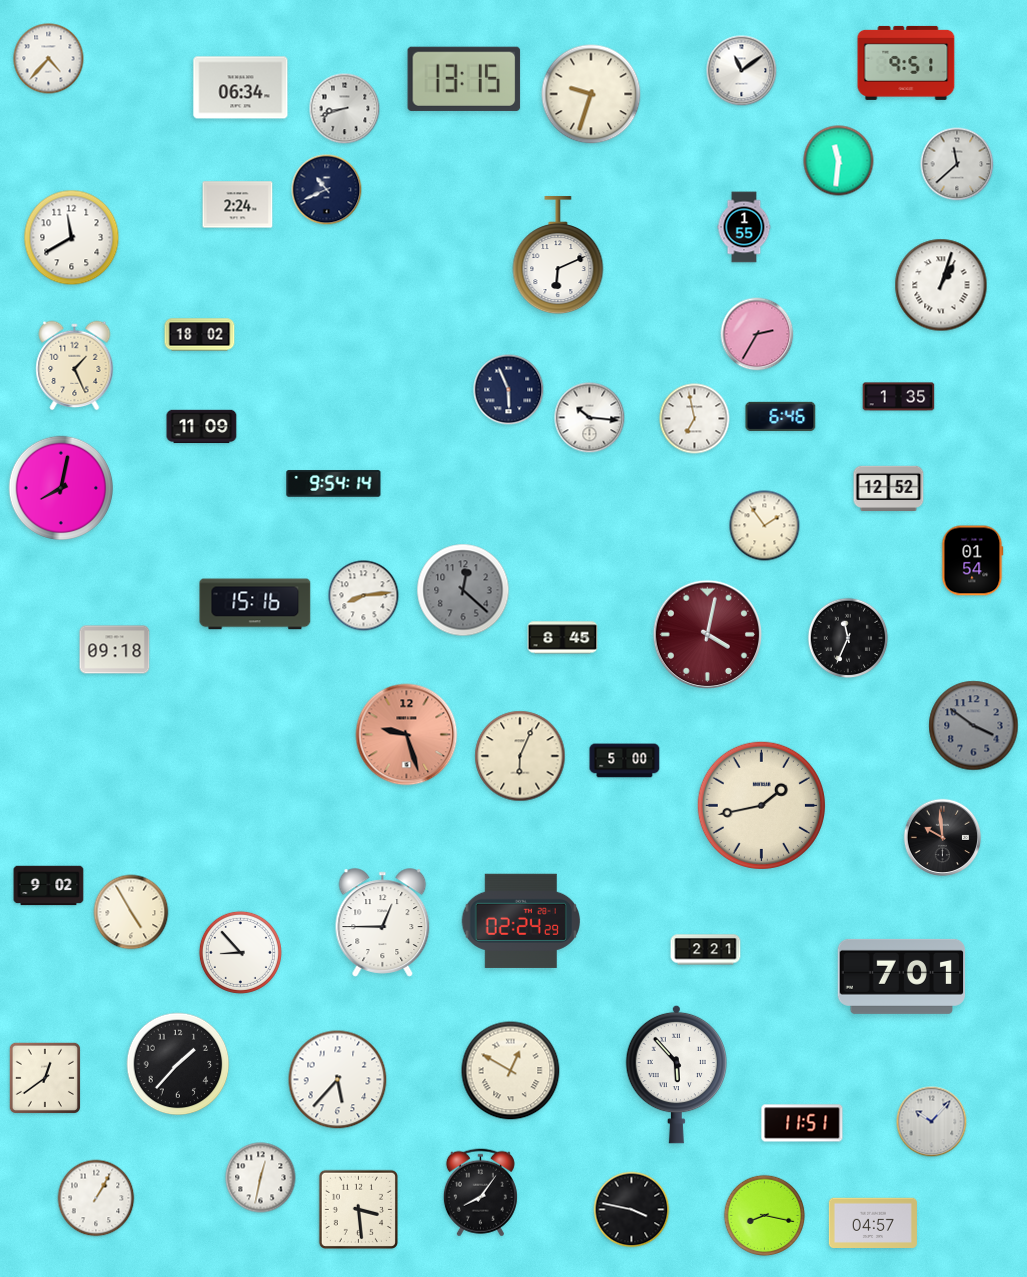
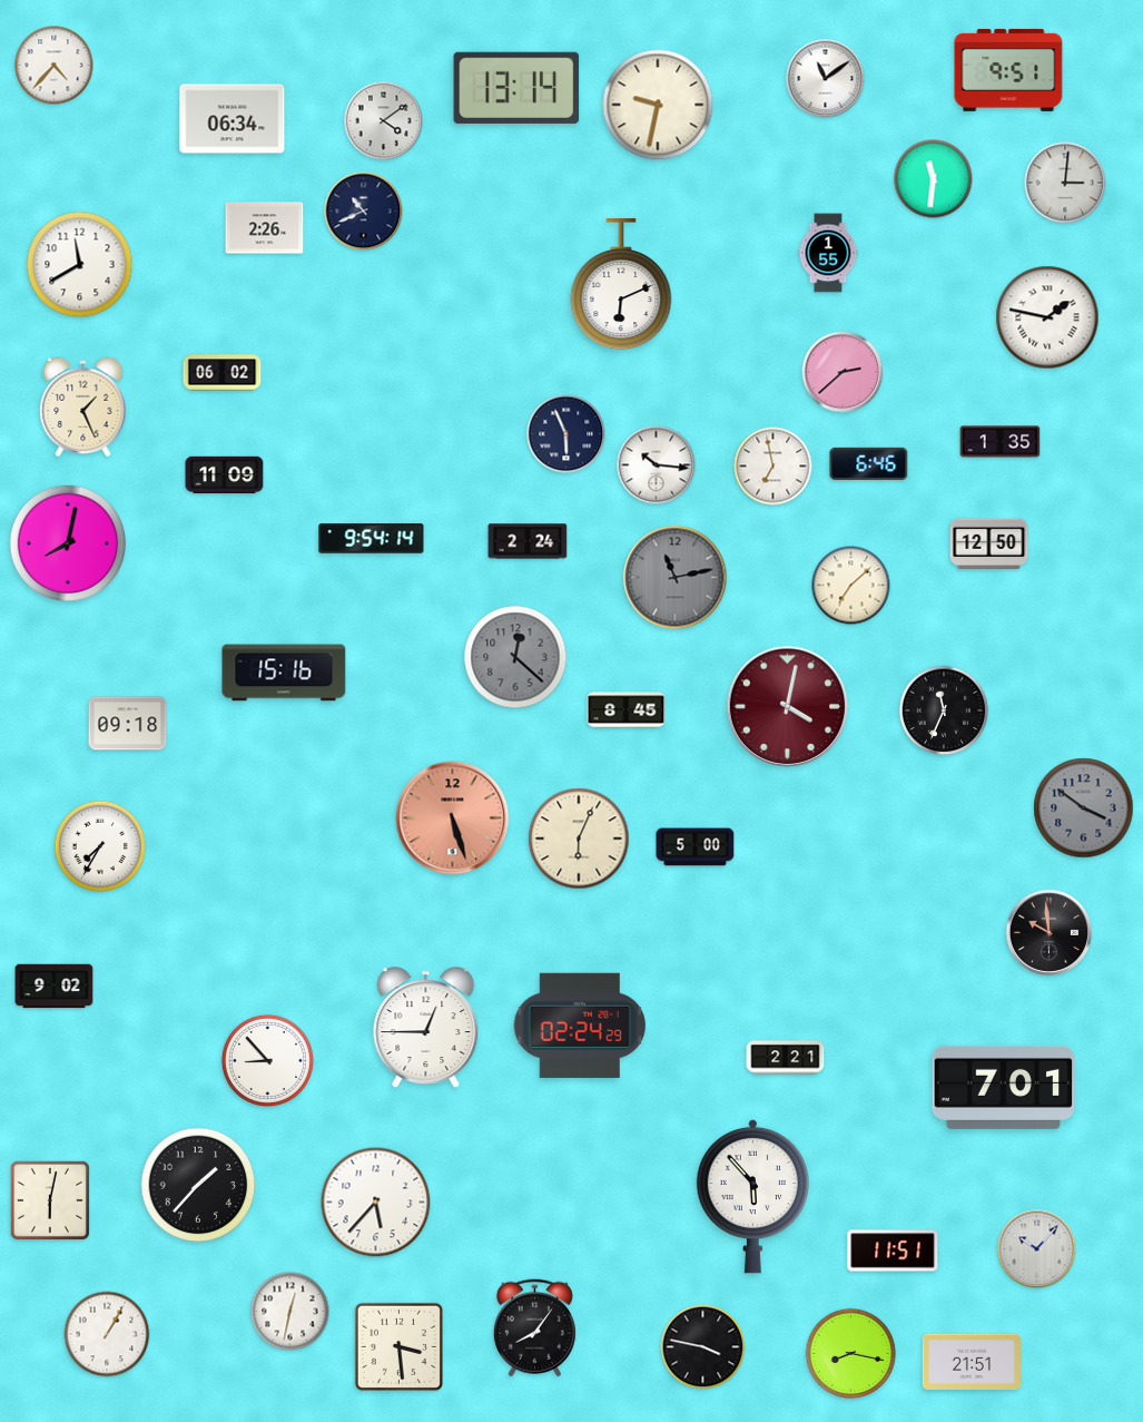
clock at (464, 79): 13:15 -> 13:14
clock at (241, 88) position: (241, 88) -> (233, 119)
clock at (591, 94): 9:33 -> 9:32
clock at (345, 109): 8:42 -> 4:09
clock at (957, 164): 11:38 -> 3:01
clock at (238, 205): 2:24 -> 2:26
clock at (941, 285): 1:03 -> 1:47
clock at (757, 334): 2:35 -> 2:38
clock at (200, 335): 18:02 -> 06:02
clock at (528, 541): none -> 2:24
clock at (889, 488): 12:52 -> 12:50
clock at (676, 578): none -> 11:13
clock at (765, 526): 1:54 -> 7:08
clock at (973, 561): 01:54 -> none
clock at (364, 596): 8:14 -> none
clock at (407, 735): 9:27 -> 5:27
clock at (520, 756) position: (520, 756) -> (579, 839)
clock at (100, 846): none -> 7:35
clock at (761, 805): 1:43 -> none
clock at (131, 912): 4:55 -> none
clock at (511, 1071): 12:50 -> none
clock at (45, 1078): 12:39 -> 6:02
clock at (873, 1223): 04:57 -> 21:51
